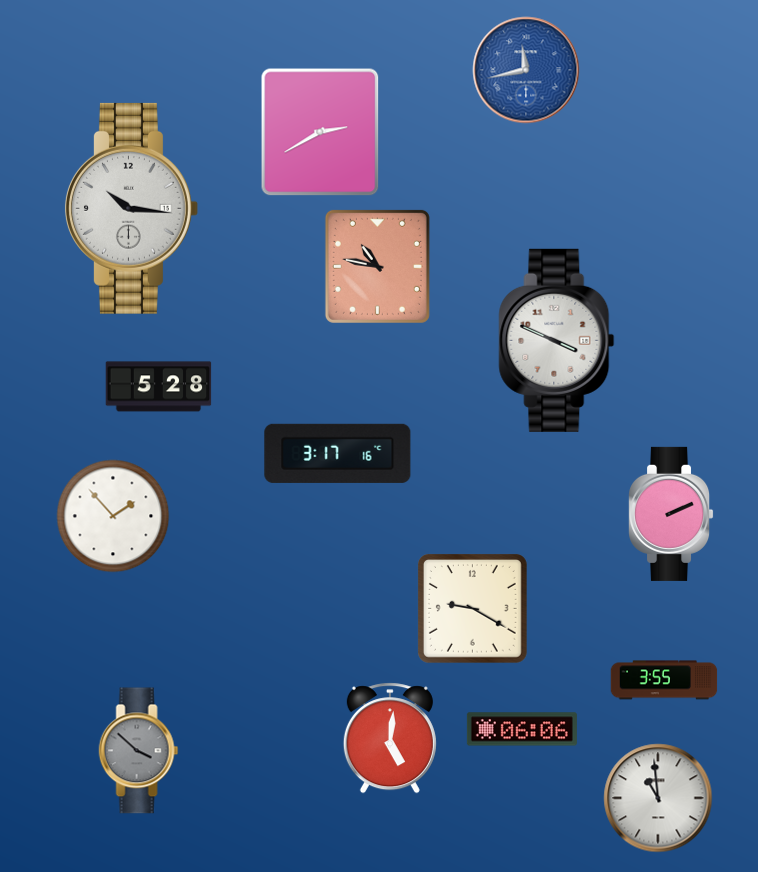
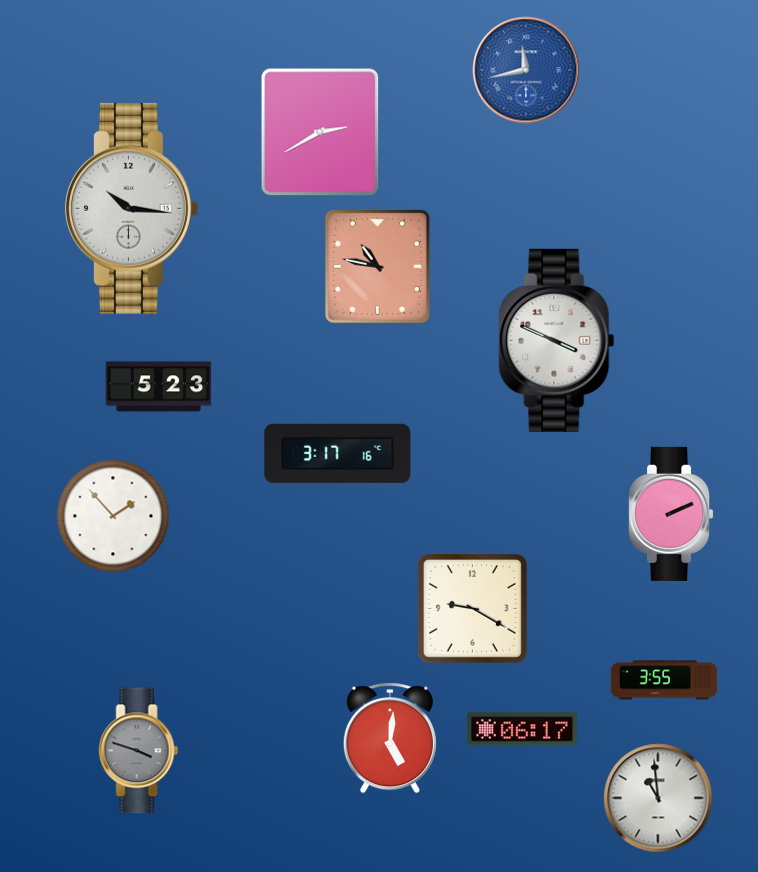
clock at (159, 387): 5:28 -> 5:23
clock at (522, 729): 06:06 -> 06:17
clock at (139, 751): 3:52 -> 3:48
